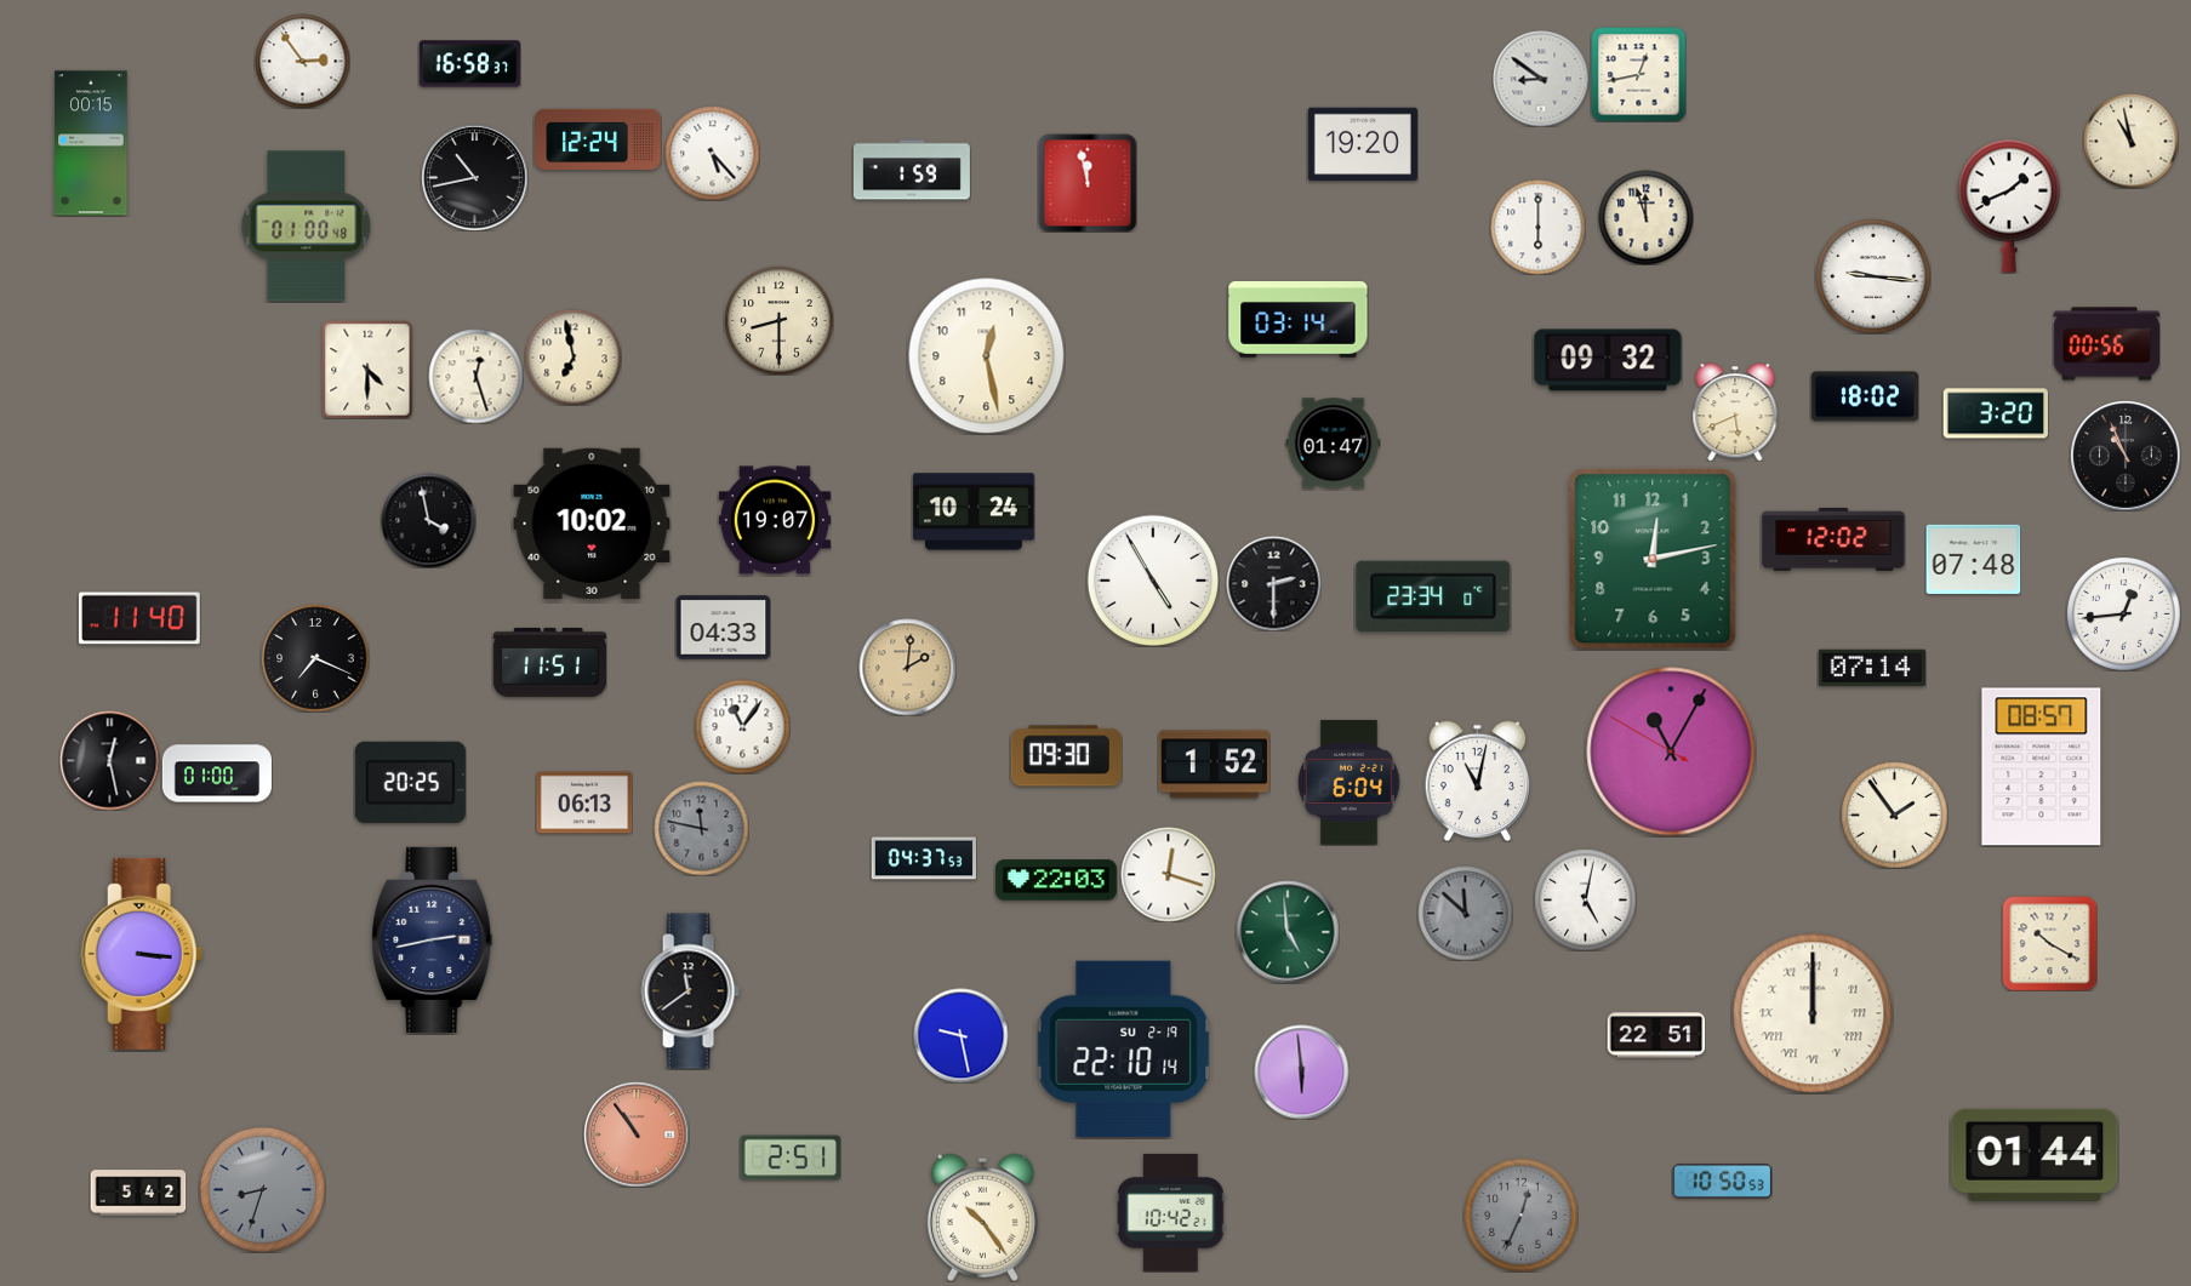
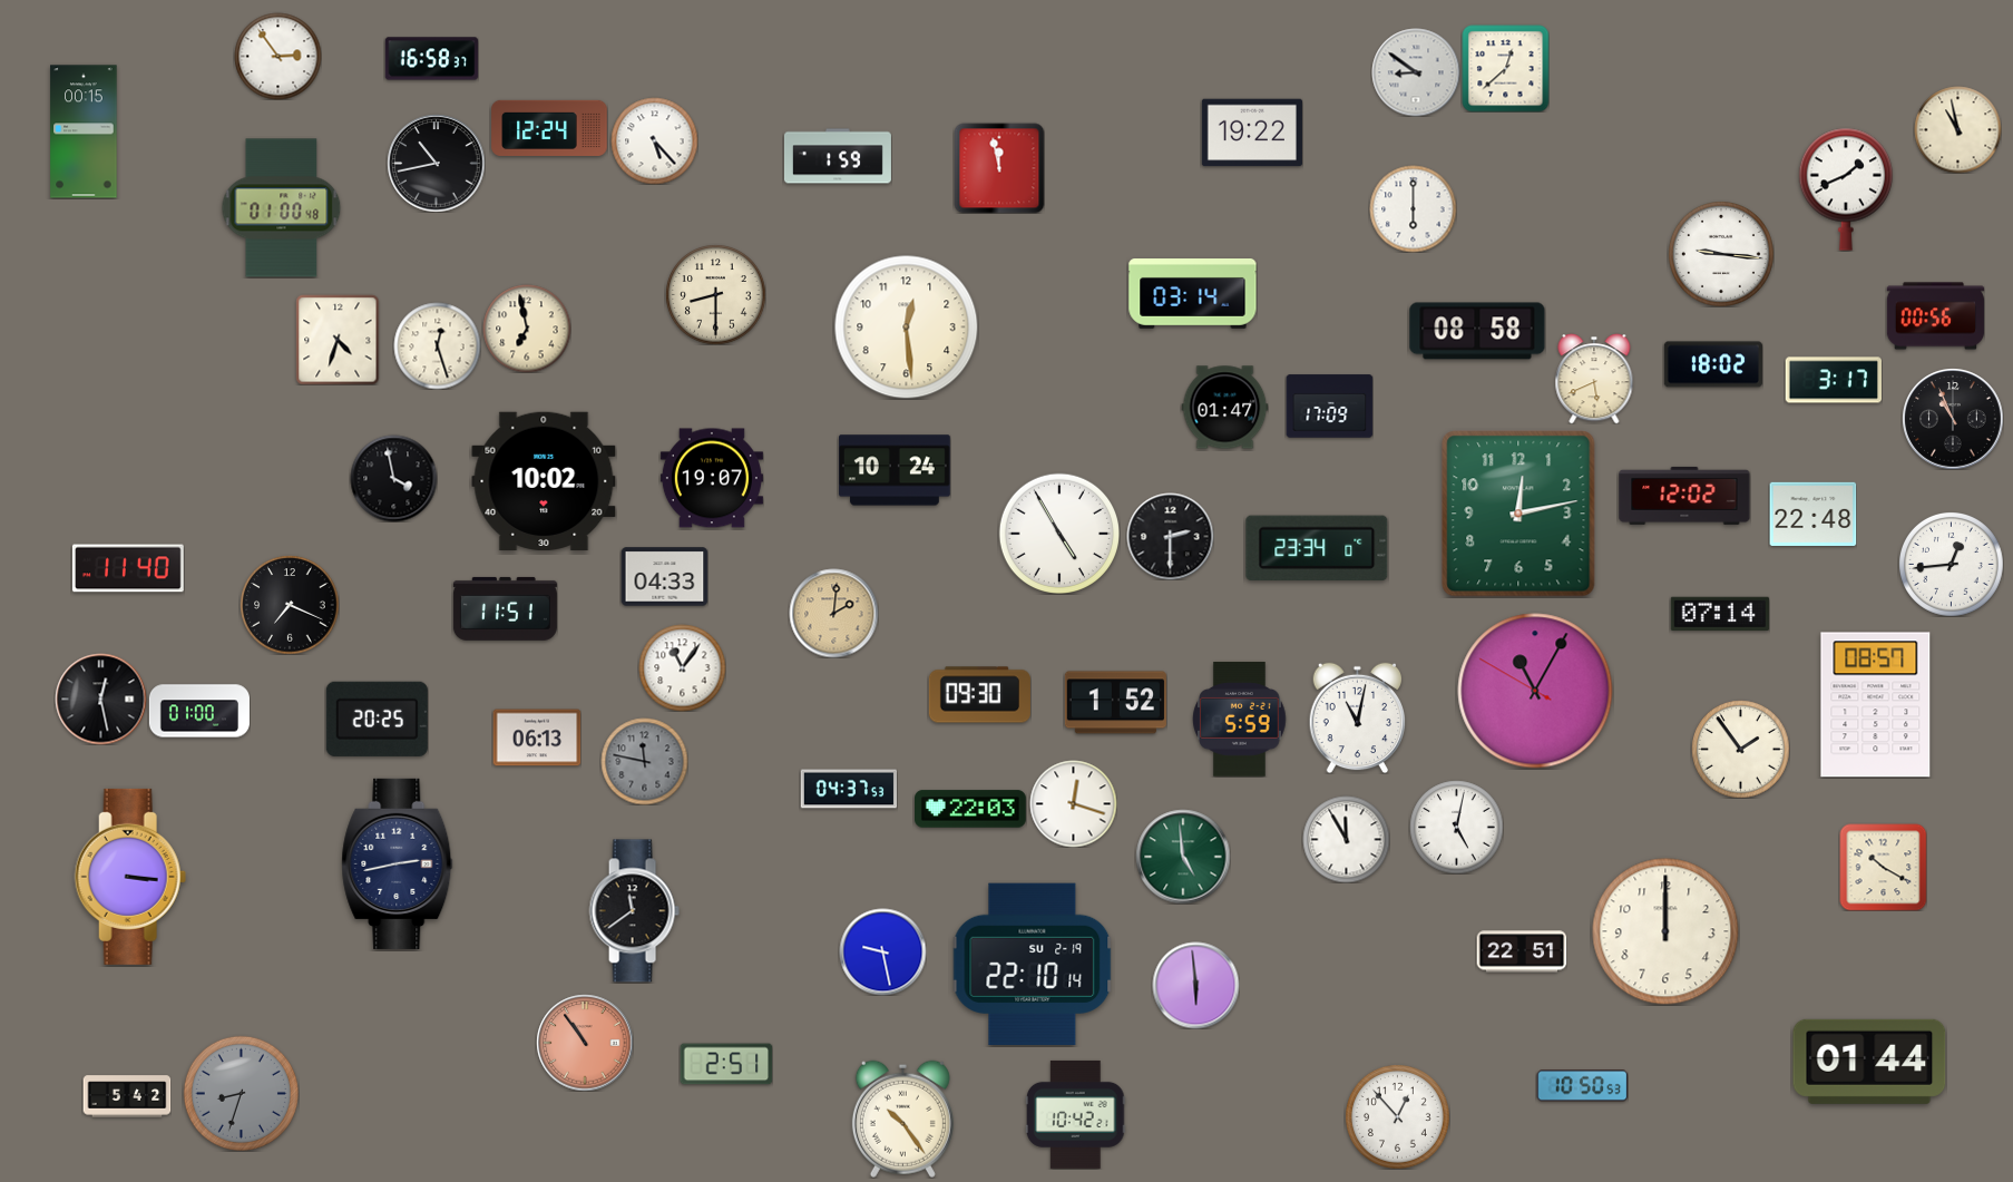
clock at (1638, 74): 12:43 -> 12:38
clock at (1363, 144): 19:20 -> 19:22
clock at (1645, 217): 11:57 -> none
clock at (986, 355): 12:28 -> 12:29
clock at (1608, 360): 09:32 -> 08:58
clock at (367, 370): 4:30 -> 4:33
clock at (1995, 413): 3:20 -> 3:17
clock at (1329, 407): none -> 17:09
clock at (1973, 559): 07:48 -> 22:48
clock at (1350, 783): 6:04 -> 5:59
clock at (1465, 913): 11:52 -> 11:55
clock at (1465, 913) dial: grey -> white
clock at (1813, 1013) numerals: Roman -> Arabic
clock at (1522, 1216): 12:34 -> 12:53
clock at (1522, 1216) dial: grey -> white
